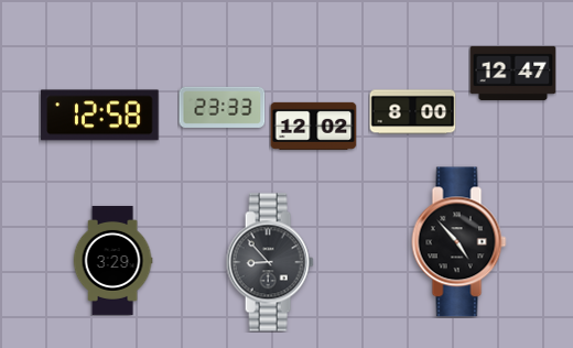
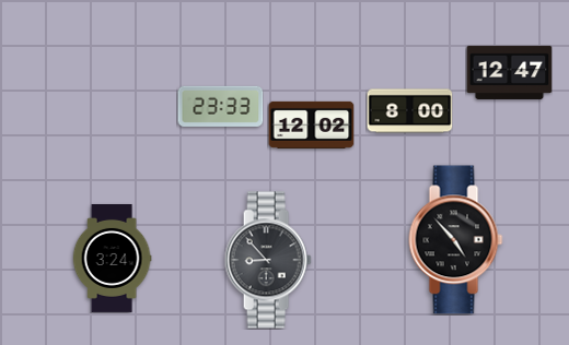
clock at (100, 116): 12:58 -> none
clock at (112, 260): 3:29 -> 3:24
